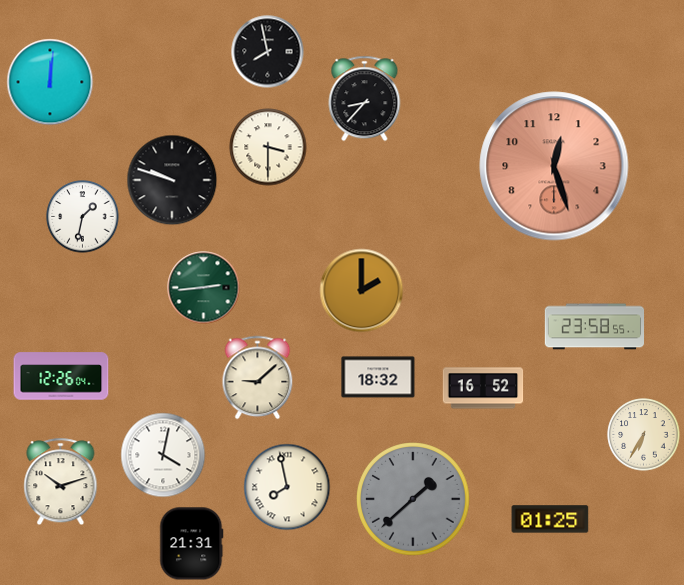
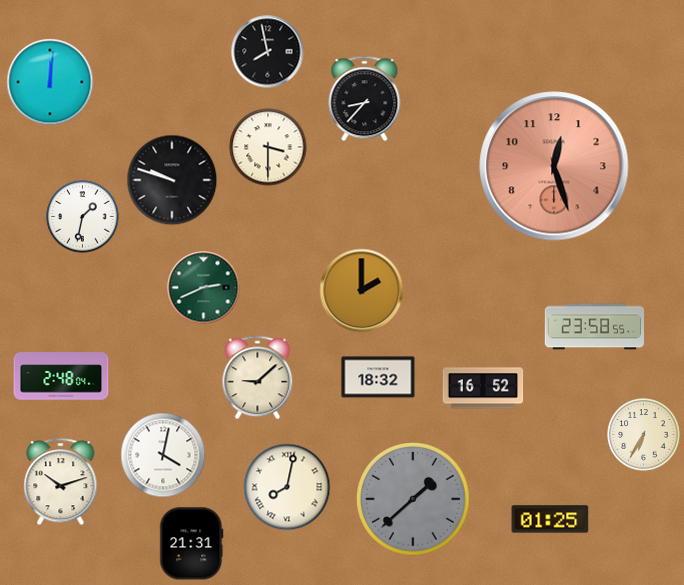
clock at (204, 288): 2:44 -> 2:41
clock at (61, 376): 12:26 -> 2:48
clock at (287, 487): 7:58 -> 8:02
